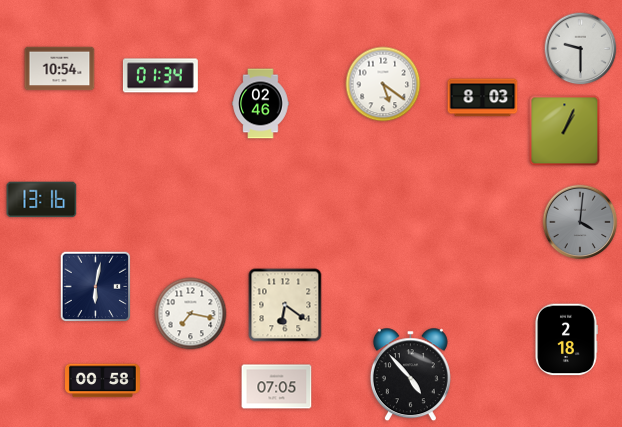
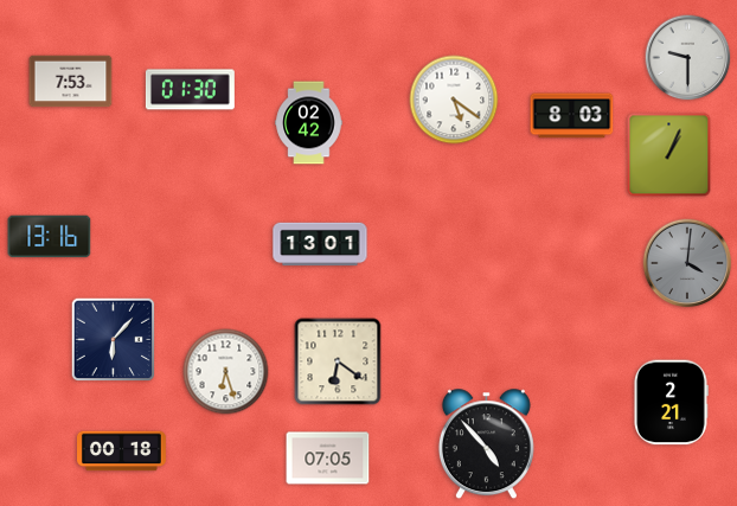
clock at (60, 69): 10:54 -> 7:53
clock at (160, 76): 01:34 -> 01:30
clock at (261, 104): 02:46 -> 02:42
clock at (320, 244): none -> 13:01
clock at (96, 287): 6:02 -> 6:07
clock at (191, 314): 7:17 -> 6:27
clock at (566, 340): 2:18 -> 2:21
clock at (103, 381): 00:58 -> 00:18
